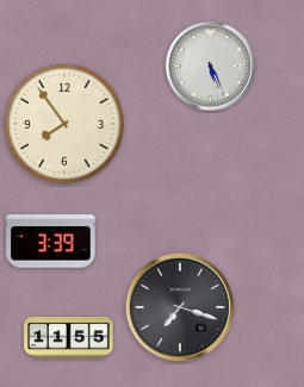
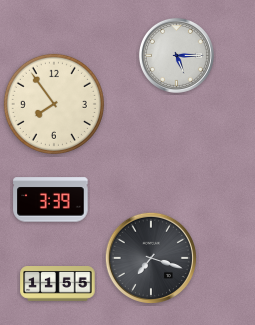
clock at (210, 65): 5:26 -> 5:15
clock at (51, 242) position: (51, 242) -> (51, 200)
